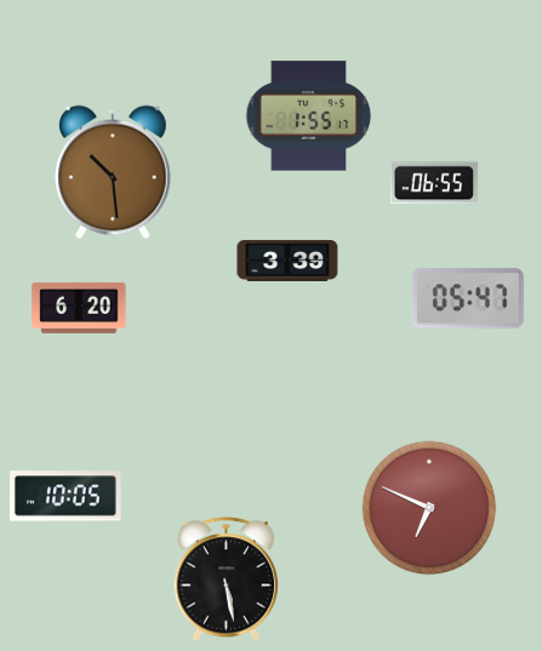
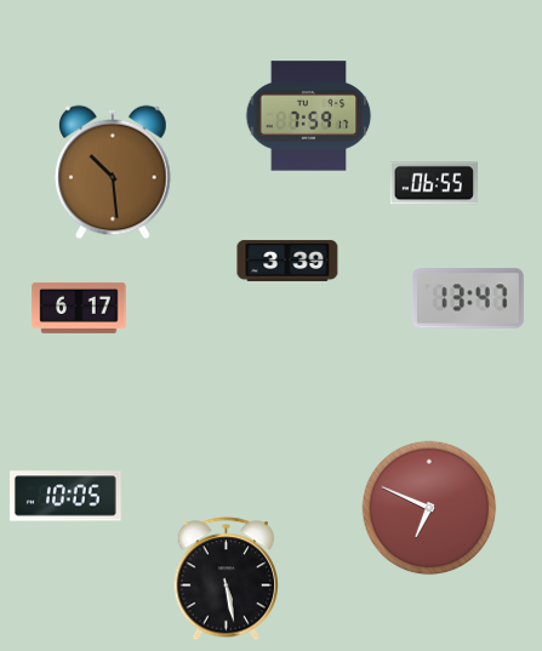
clock at (309, 116): 1:55 -> 7:59
clock at (468, 298): 05:47 -> 13:47
clock at (79, 308): 6:20 -> 6:17
